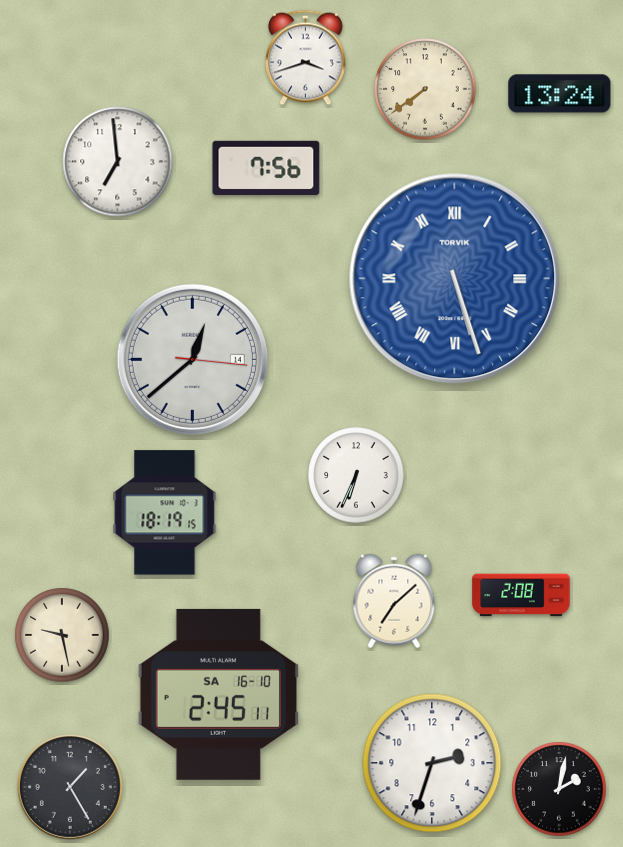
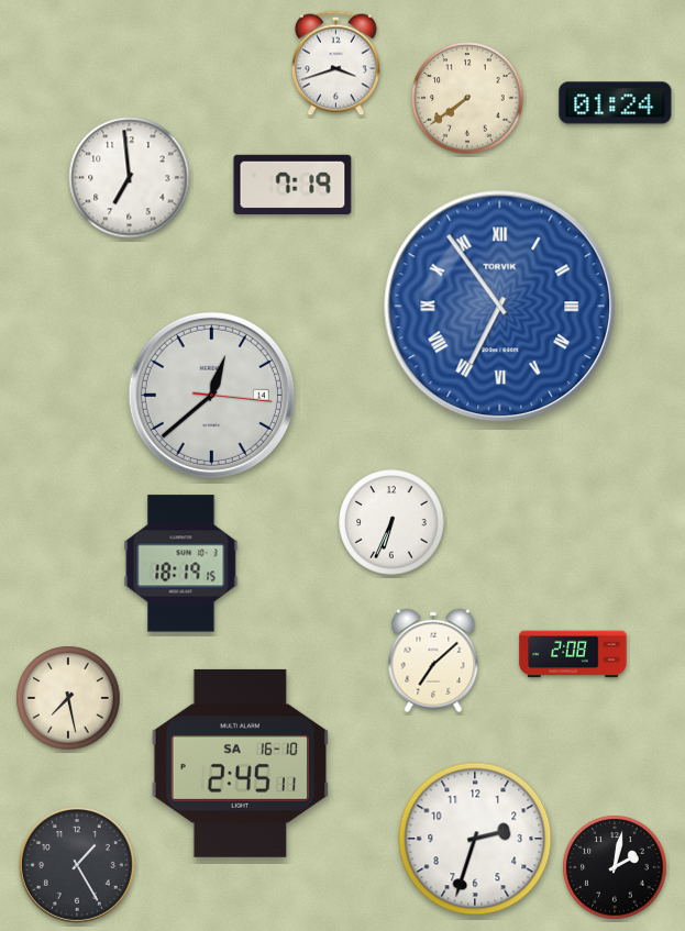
clock at (560, 94): 13:24 -> 01:24
clock at (266, 168): 7:56 -> 7:19
clock at (455, 279): 5:27 -> 6:54
clock at (62, 635): 9:28 -> 7:28
